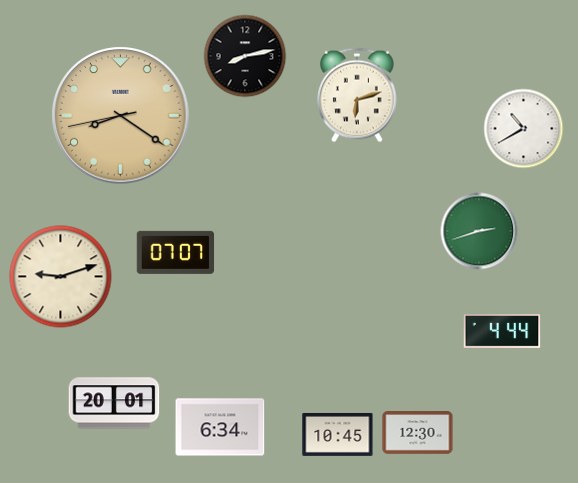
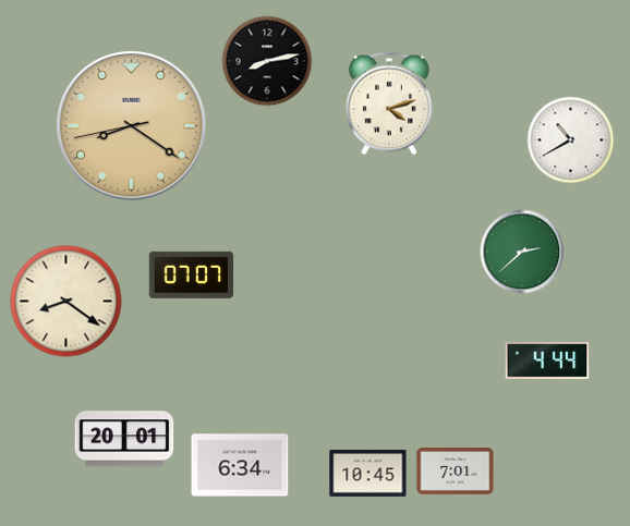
clock at (358, 95): 6:12 -> 4:12
clock at (479, 231): 2:42 -> 2:38
clock at (61, 277): 9:12 -> 8:21
clock at (418, 433): 12:30 -> 7:01
